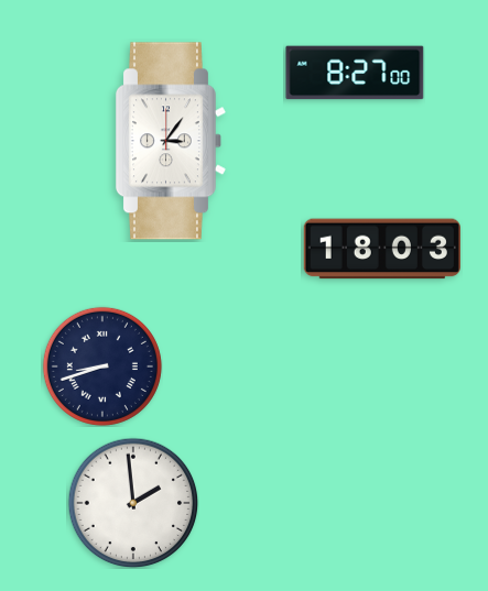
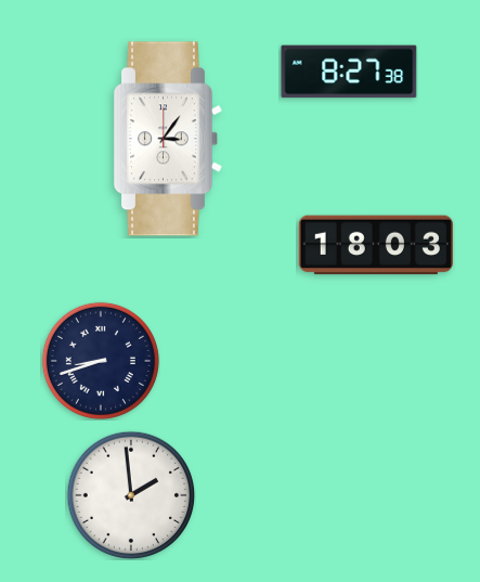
clock at (355, 73): 8:27:00 -> 8:27:38
